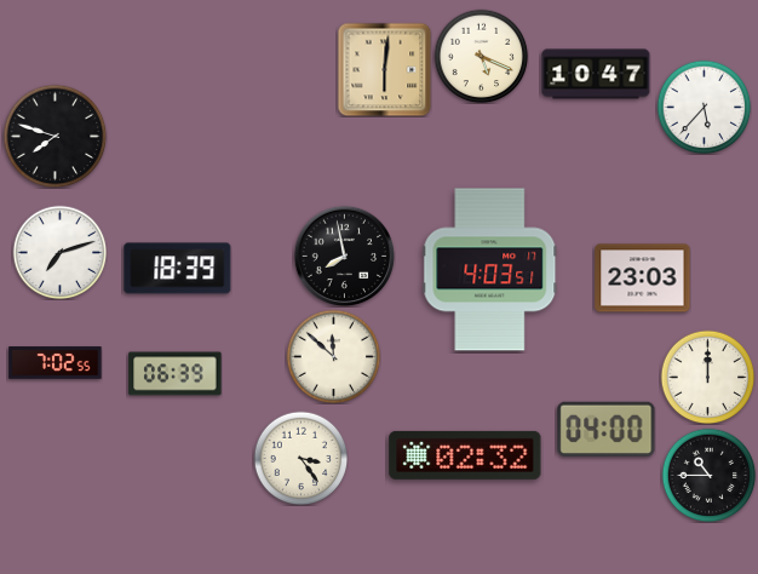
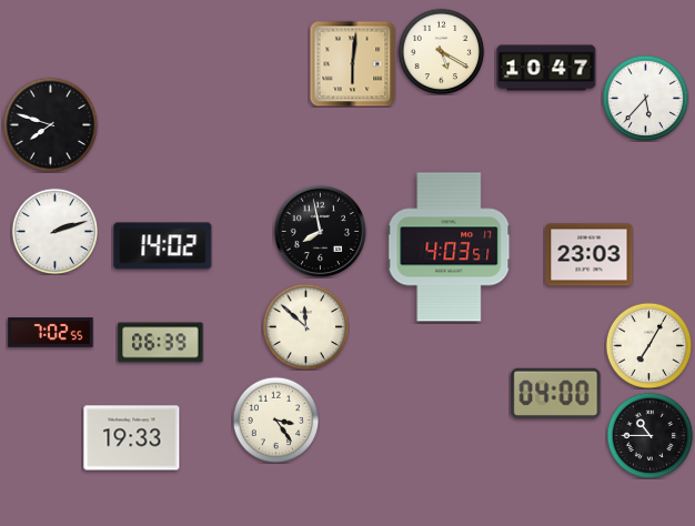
clock at (481, 56): 5:19 -> 5:20
clock at (59, 252): 7:12 -> 2:12
clock at (344, 256) position: (344, 256) -> (320, 231)
clock at (178, 269): 18:39 -> 14:02
clock at (707, 377): 12:00 -> 7:05
clock at (465, 455): 02:32 -> none
clock at (132, 438): none -> 19:33
